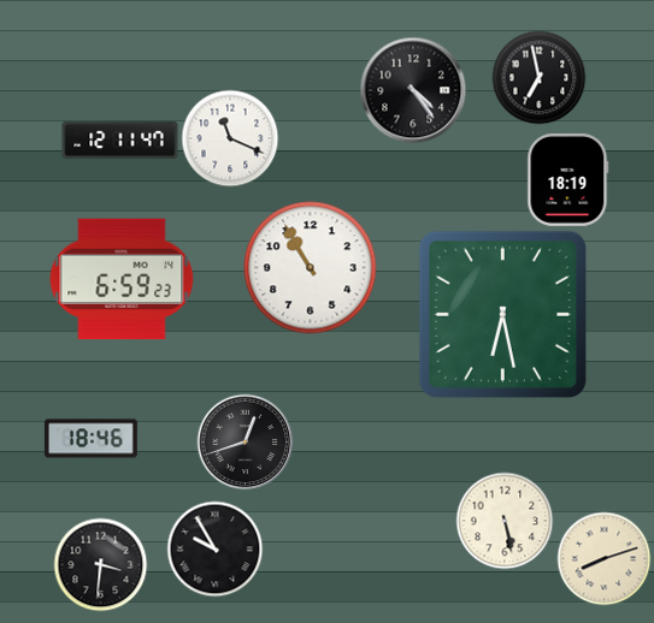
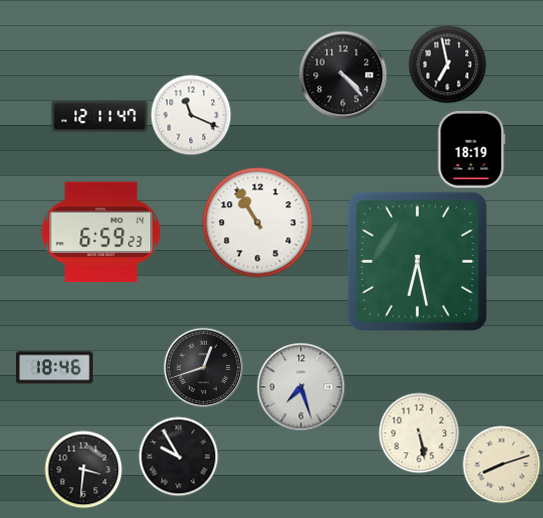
clock at (413, 90): 4:24 -> 4:23
clock at (90, 439) position: (90, 439) -> (54, 368)
clock at (301, 387): none -> 7:27
